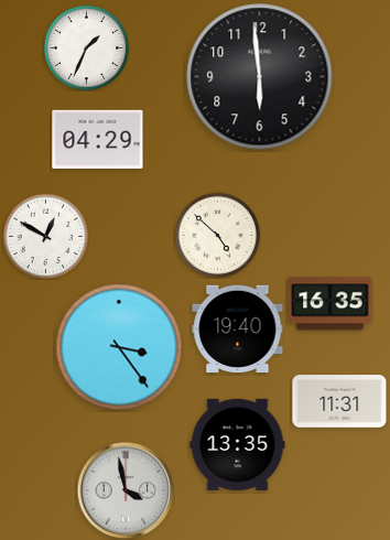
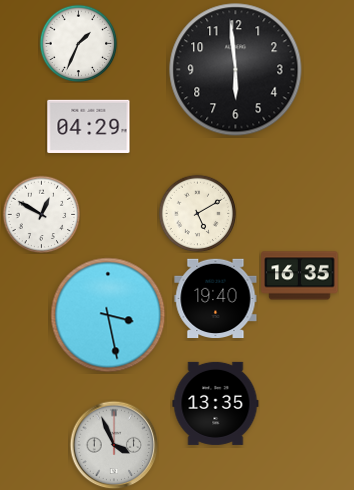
clock at (217, 235): 4:52 -> 5:10
clock at (119, 347): 3:24 -> 3:28
clock at (339, 401): 11:31 -> none
clock at (126, 490): 3:58 -> 3:56
